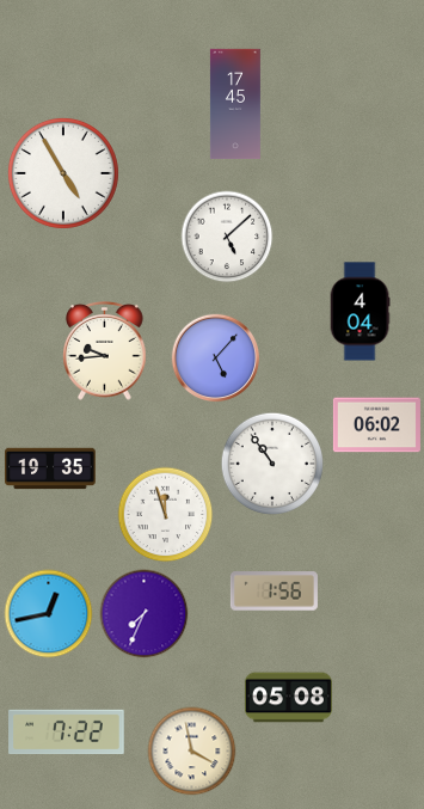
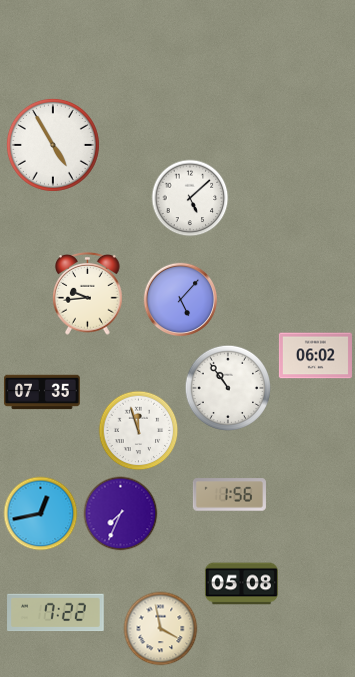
clock at (235, 104): 17:45 -> none
clock at (360, 312): 4:04 -> none
clock at (50, 468): 19:35 -> 07:35
